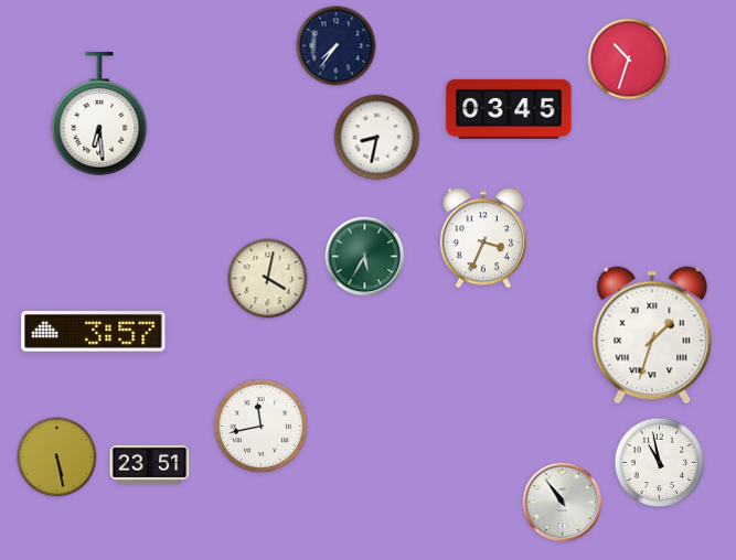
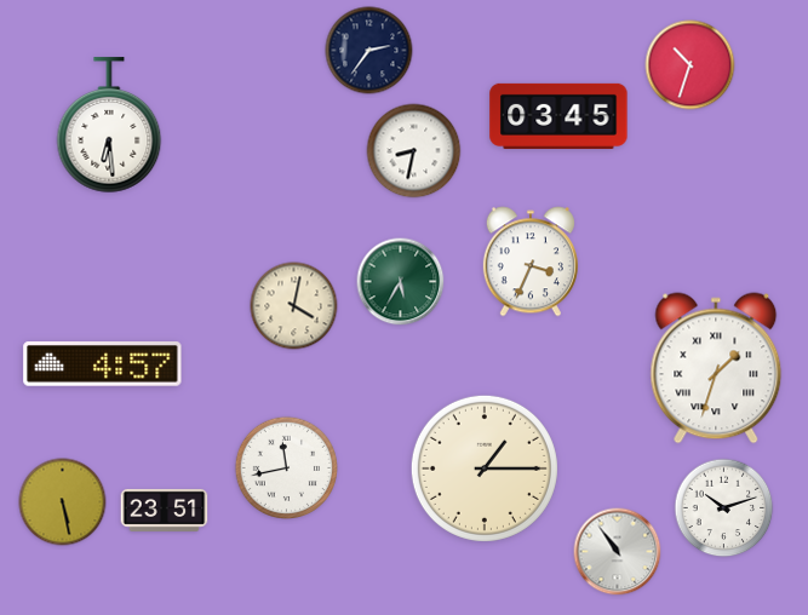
clock at (337, 46): 7:36 -> 2:36
clock at (509, 109) position: (509, 109) -> (558, 116)
clock at (94, 332): 3:57 -> 4:57
clock at (485, 469): none -> 1:15
clock at (660, 463): 10:58 -> 10:12
